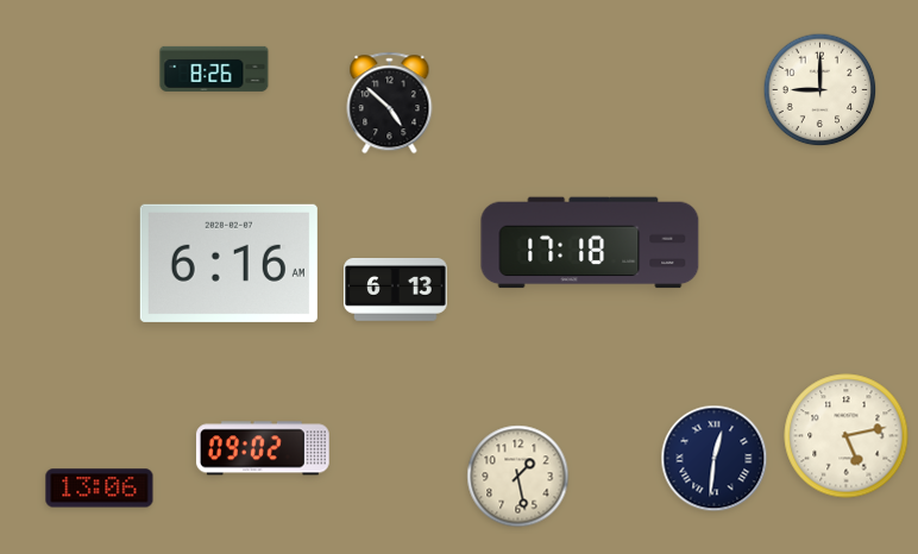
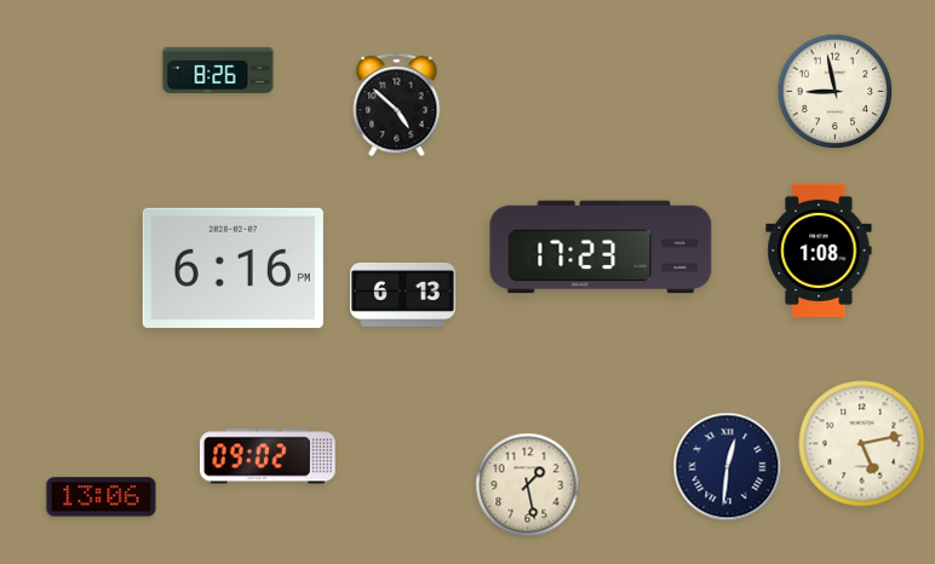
clock at (820, 90): 9:00 -> 8:58
clock at (590, 243): 17:18 -> 17:23
clock at (819, 251): none -> 1:08
clock at (228, 263): 6:16 AM -> 6:16 PM
